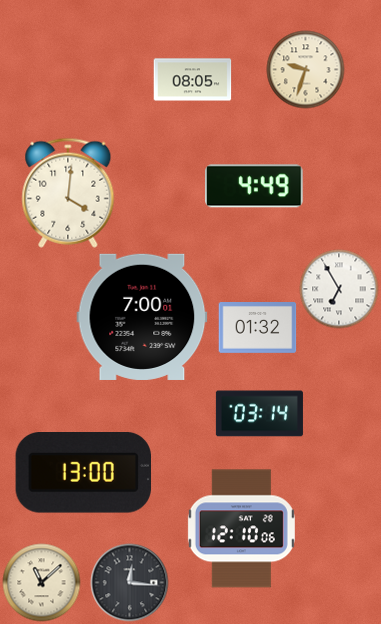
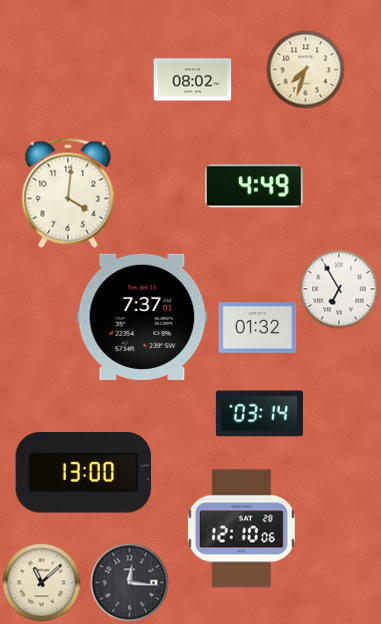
clock at (305, 69): 9:33 -> 7:33
clock at (192, 80): 08:05 -> 08:02
clock at (142, 317): 7:00 -> 7:37
